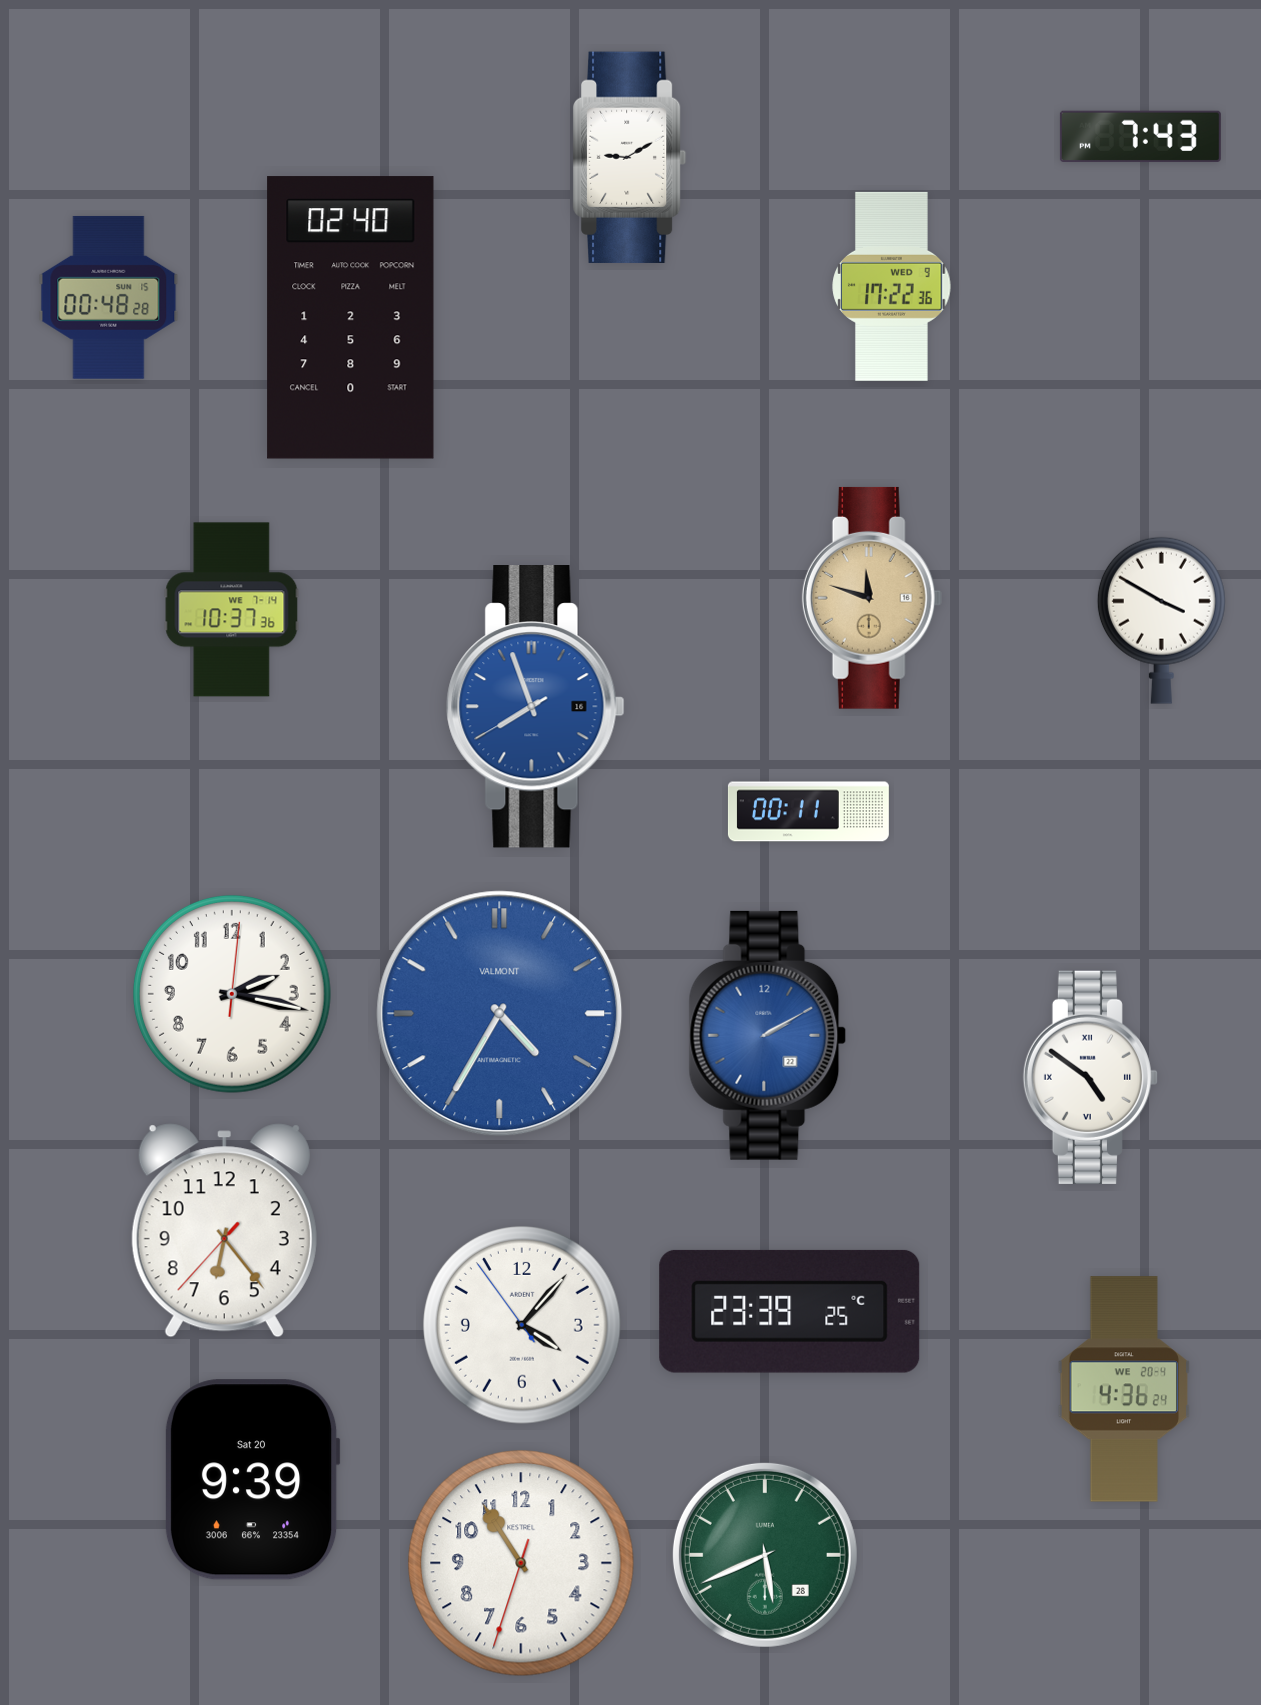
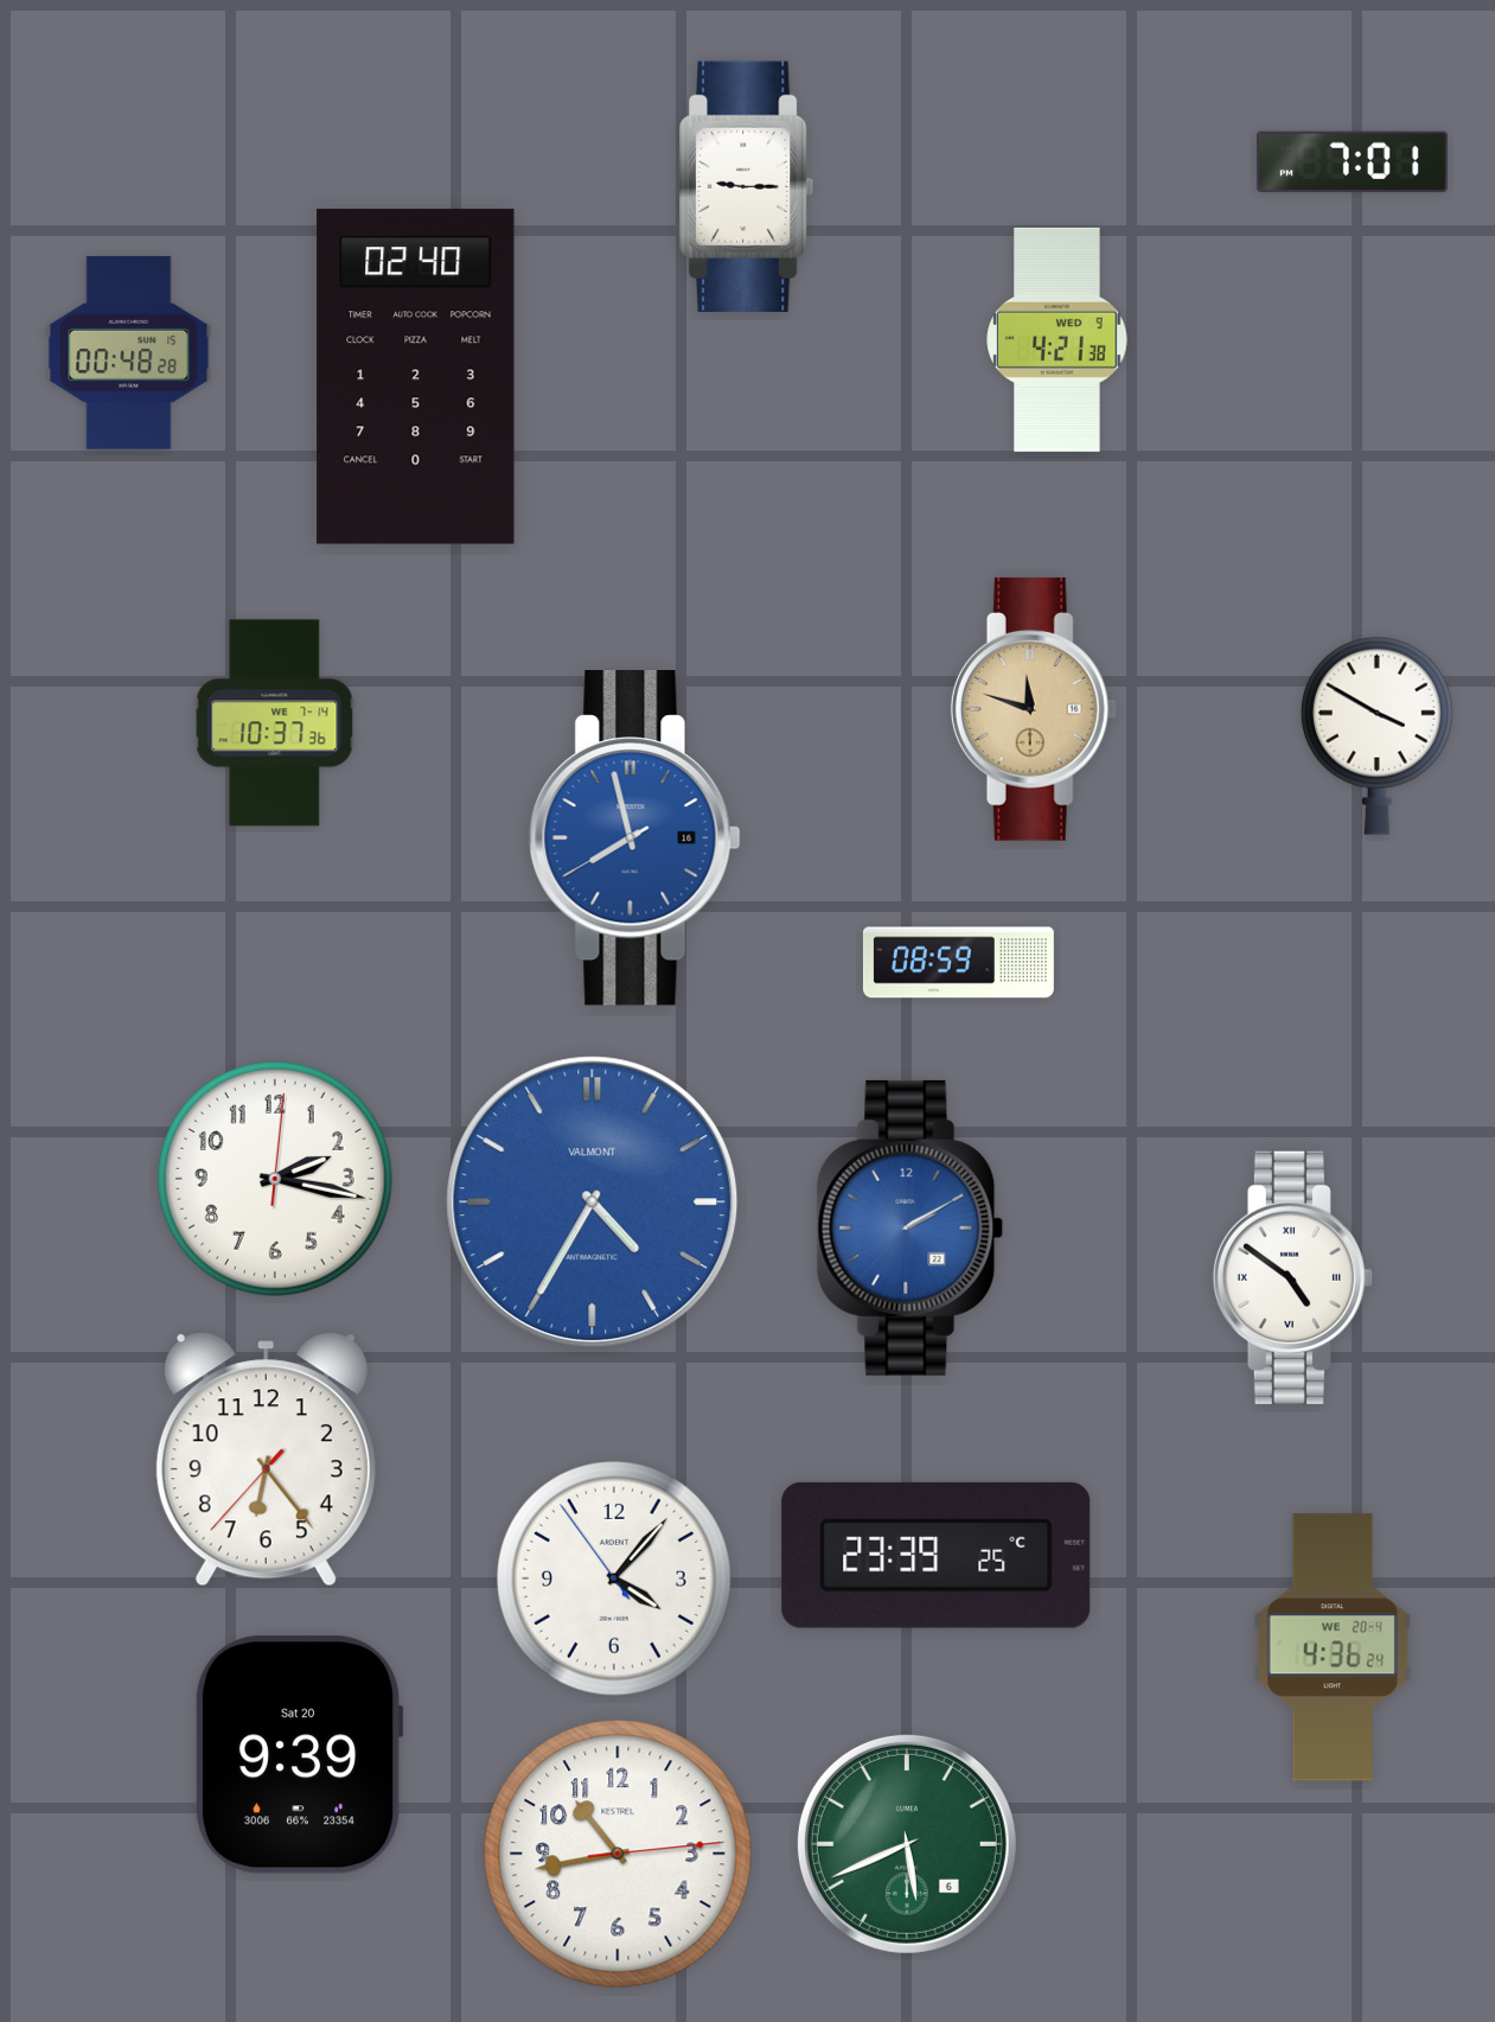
clock at (1140, 136): 7:43 -> 7:01
clock at (630, 157): 9:10 -> 9:15
clock at (892, 286): 17:22 -> 4:21
clock at (536, 707): 7:56 -> 7:57
clock at (808, 812): 00:11 -> 08:59
clock at (522, 1325) position: (522, 1325) -> (614, 1578)
clock at (765, 1555) date: 28 -> 6
clock at (521, 1563): 10:54 -> 10:43
